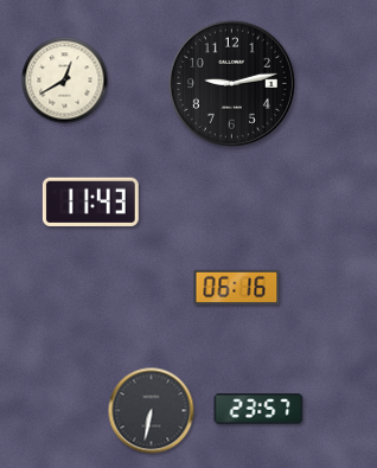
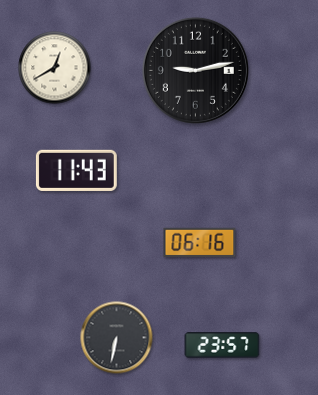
clock at (258, 409) position: (258, 409) -> (222, 345)
clock at (152, 411) position: (152, 411) -> (117, 338)
